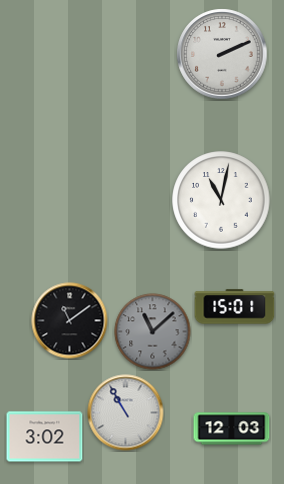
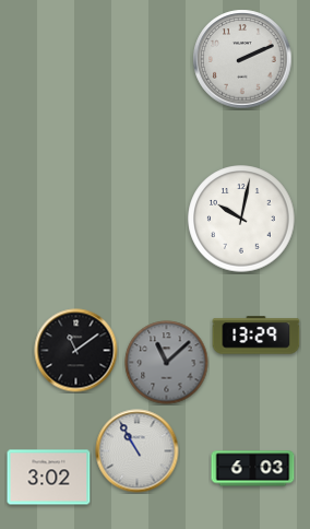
clock at (221, 200): 11:02 -> 10:02
clock at (235, 307): 15:01 -> 13:29
clock at (232, 429): 12:03 -> 6:03
